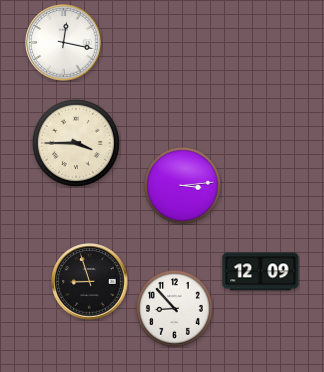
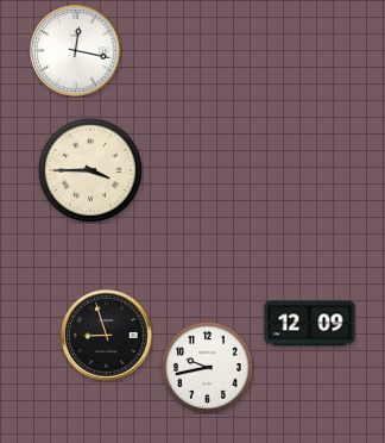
clock at (182, 185): 3:14 -> none
clock at (174, 308): 8:53 -> 9:43
